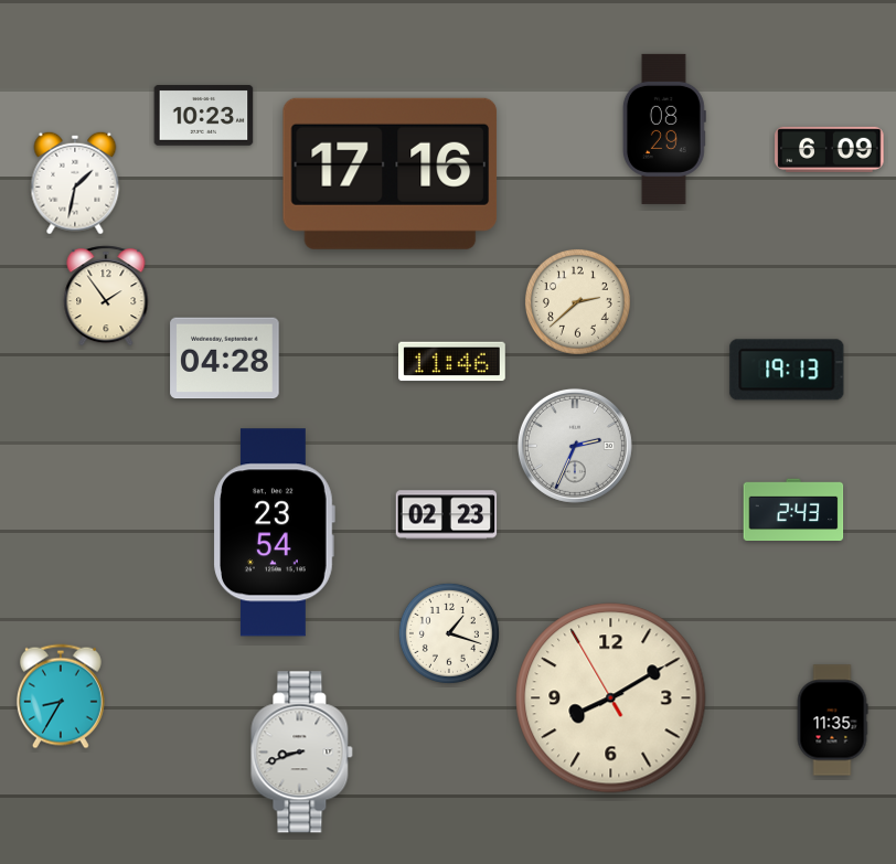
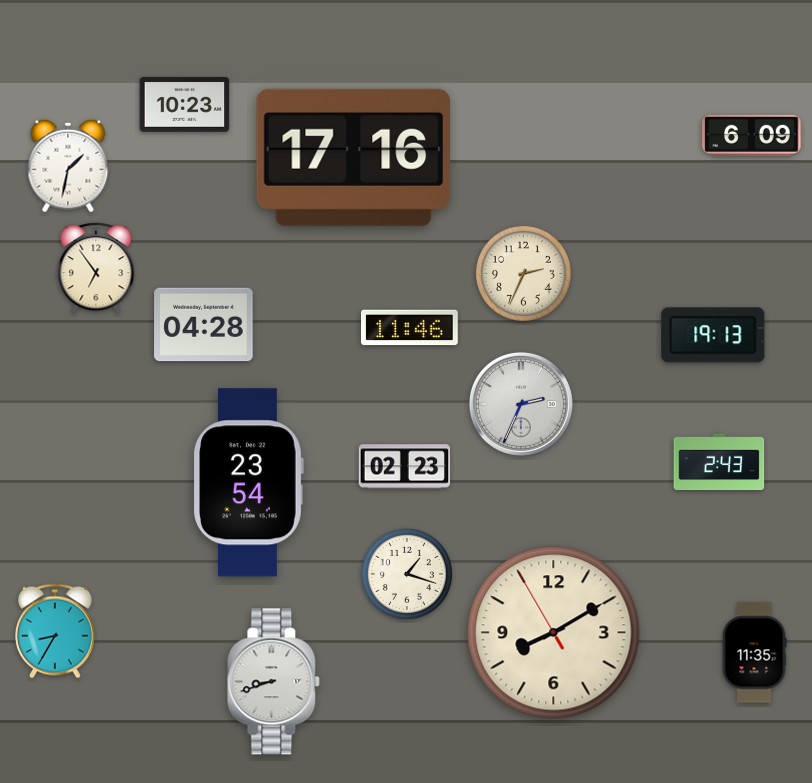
clock at (664, 129): 08:29 -> none
clock at (106, 296): 1:54 -> 6:54
clock at (577, 301): 2:38 -> 2:34
